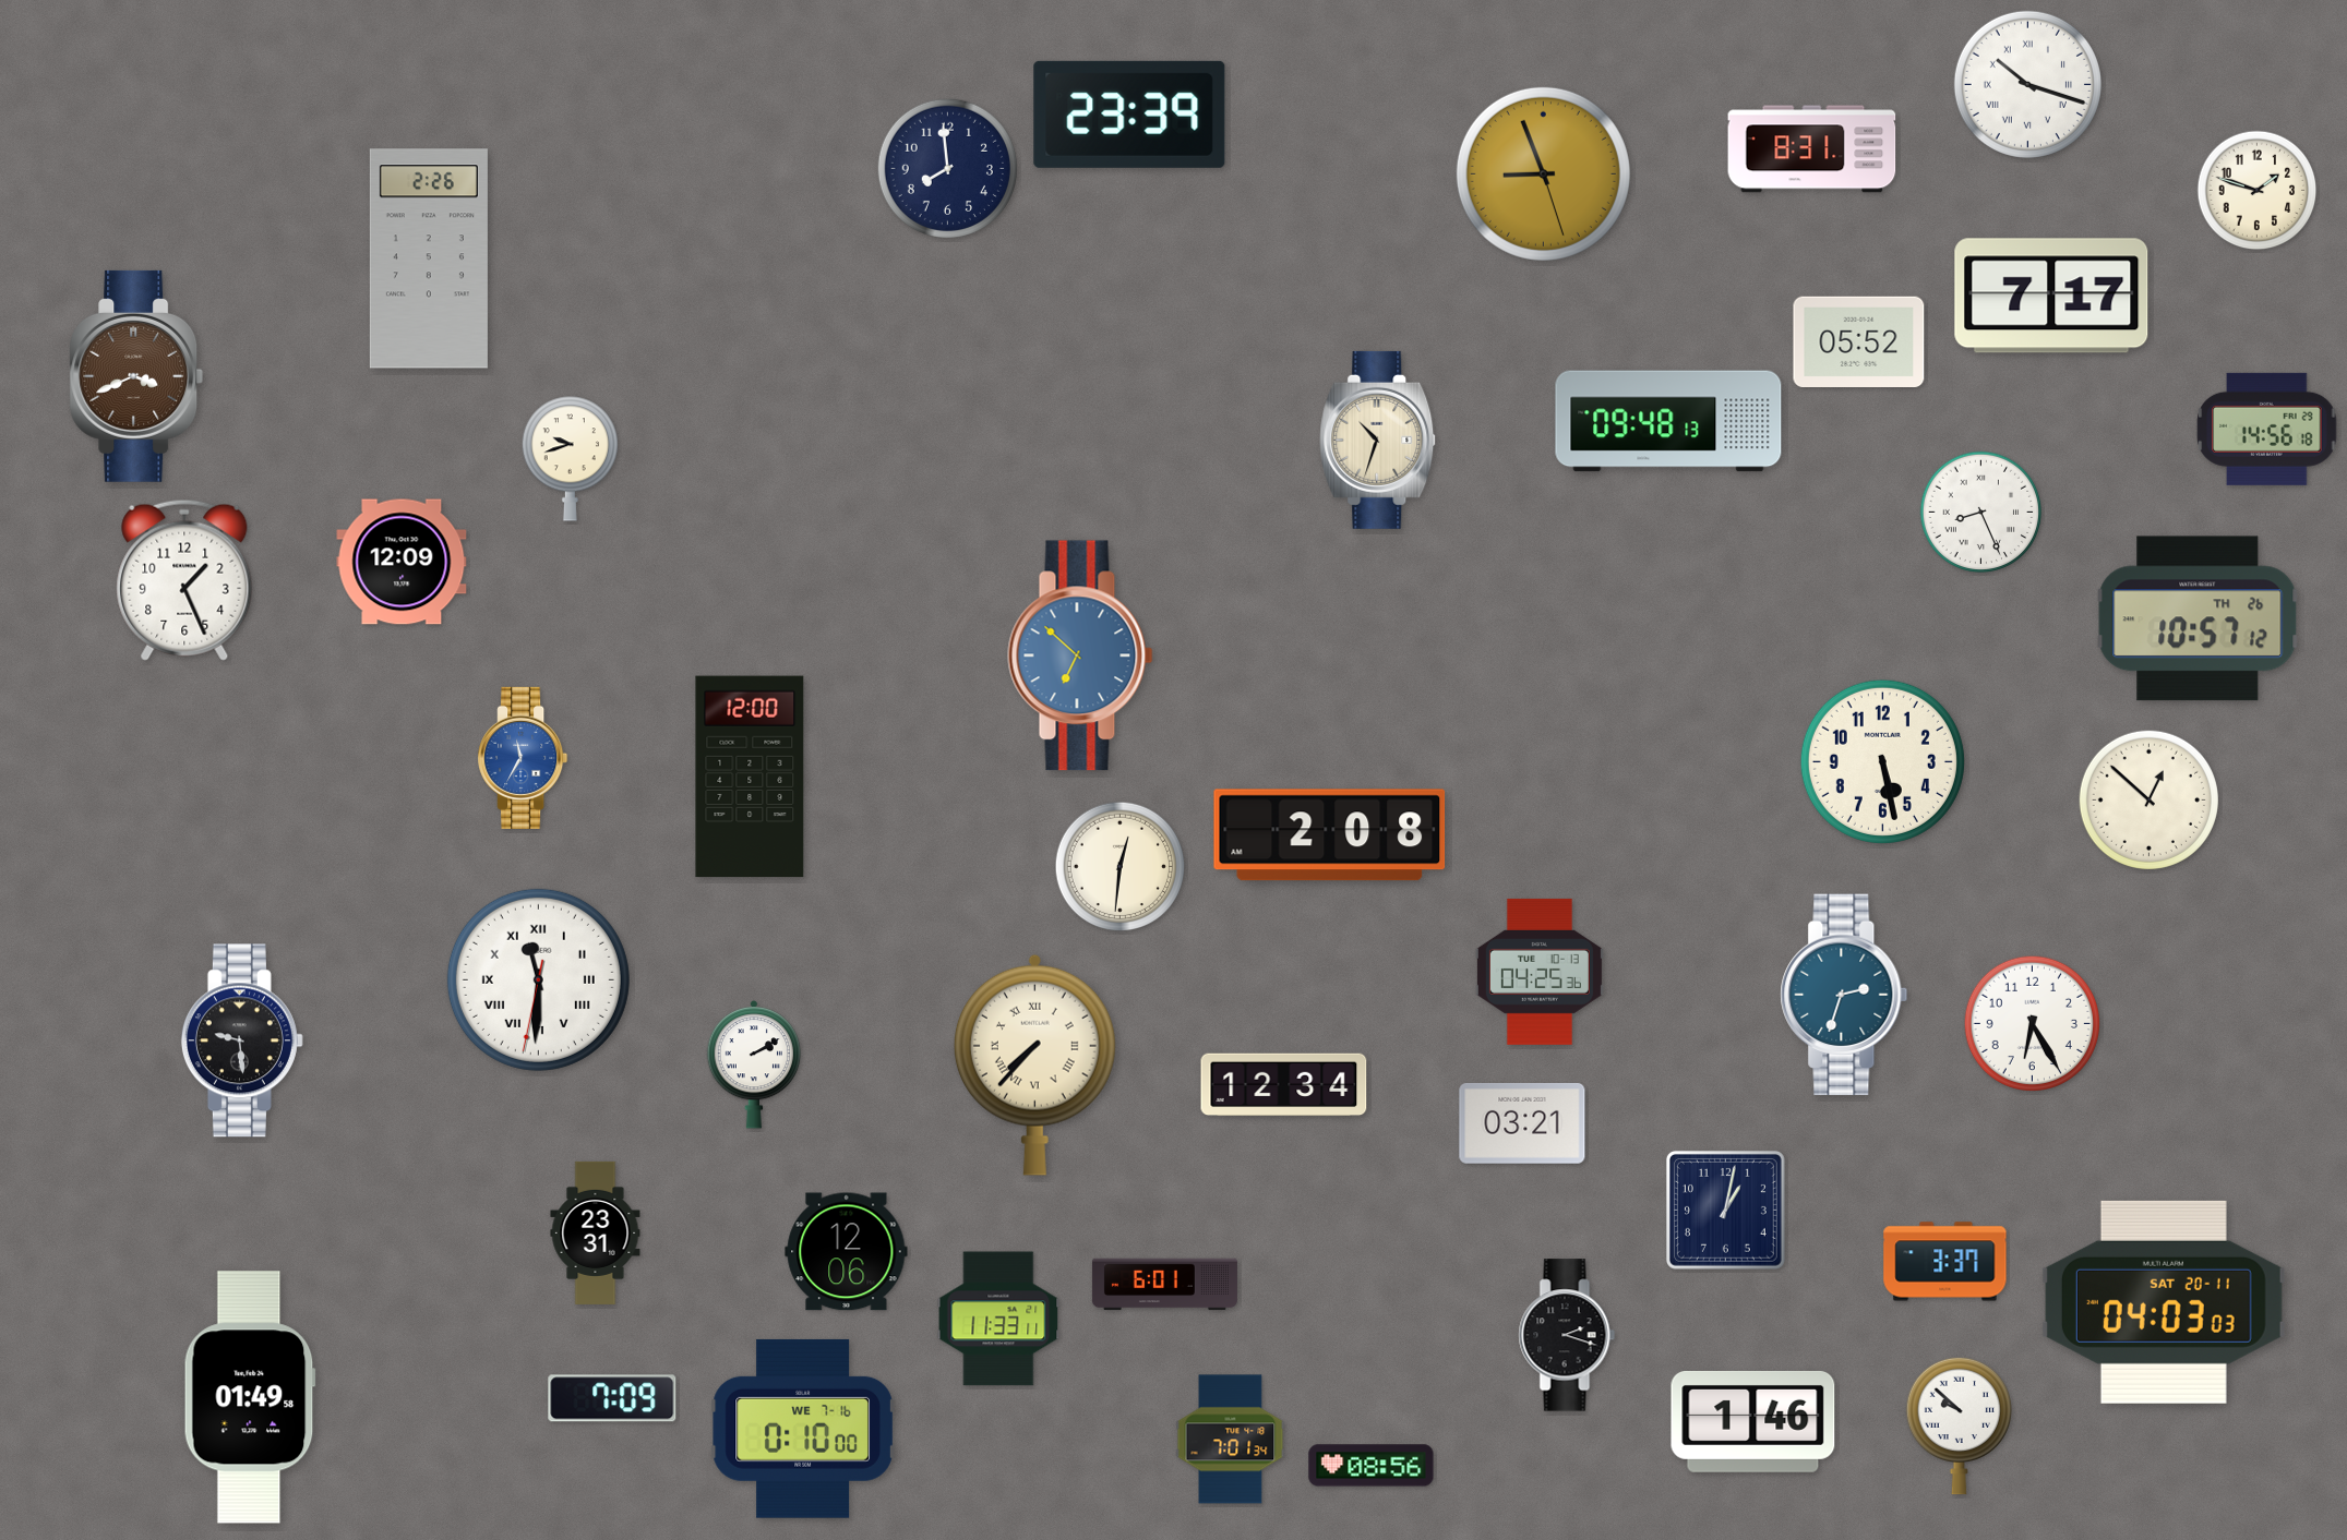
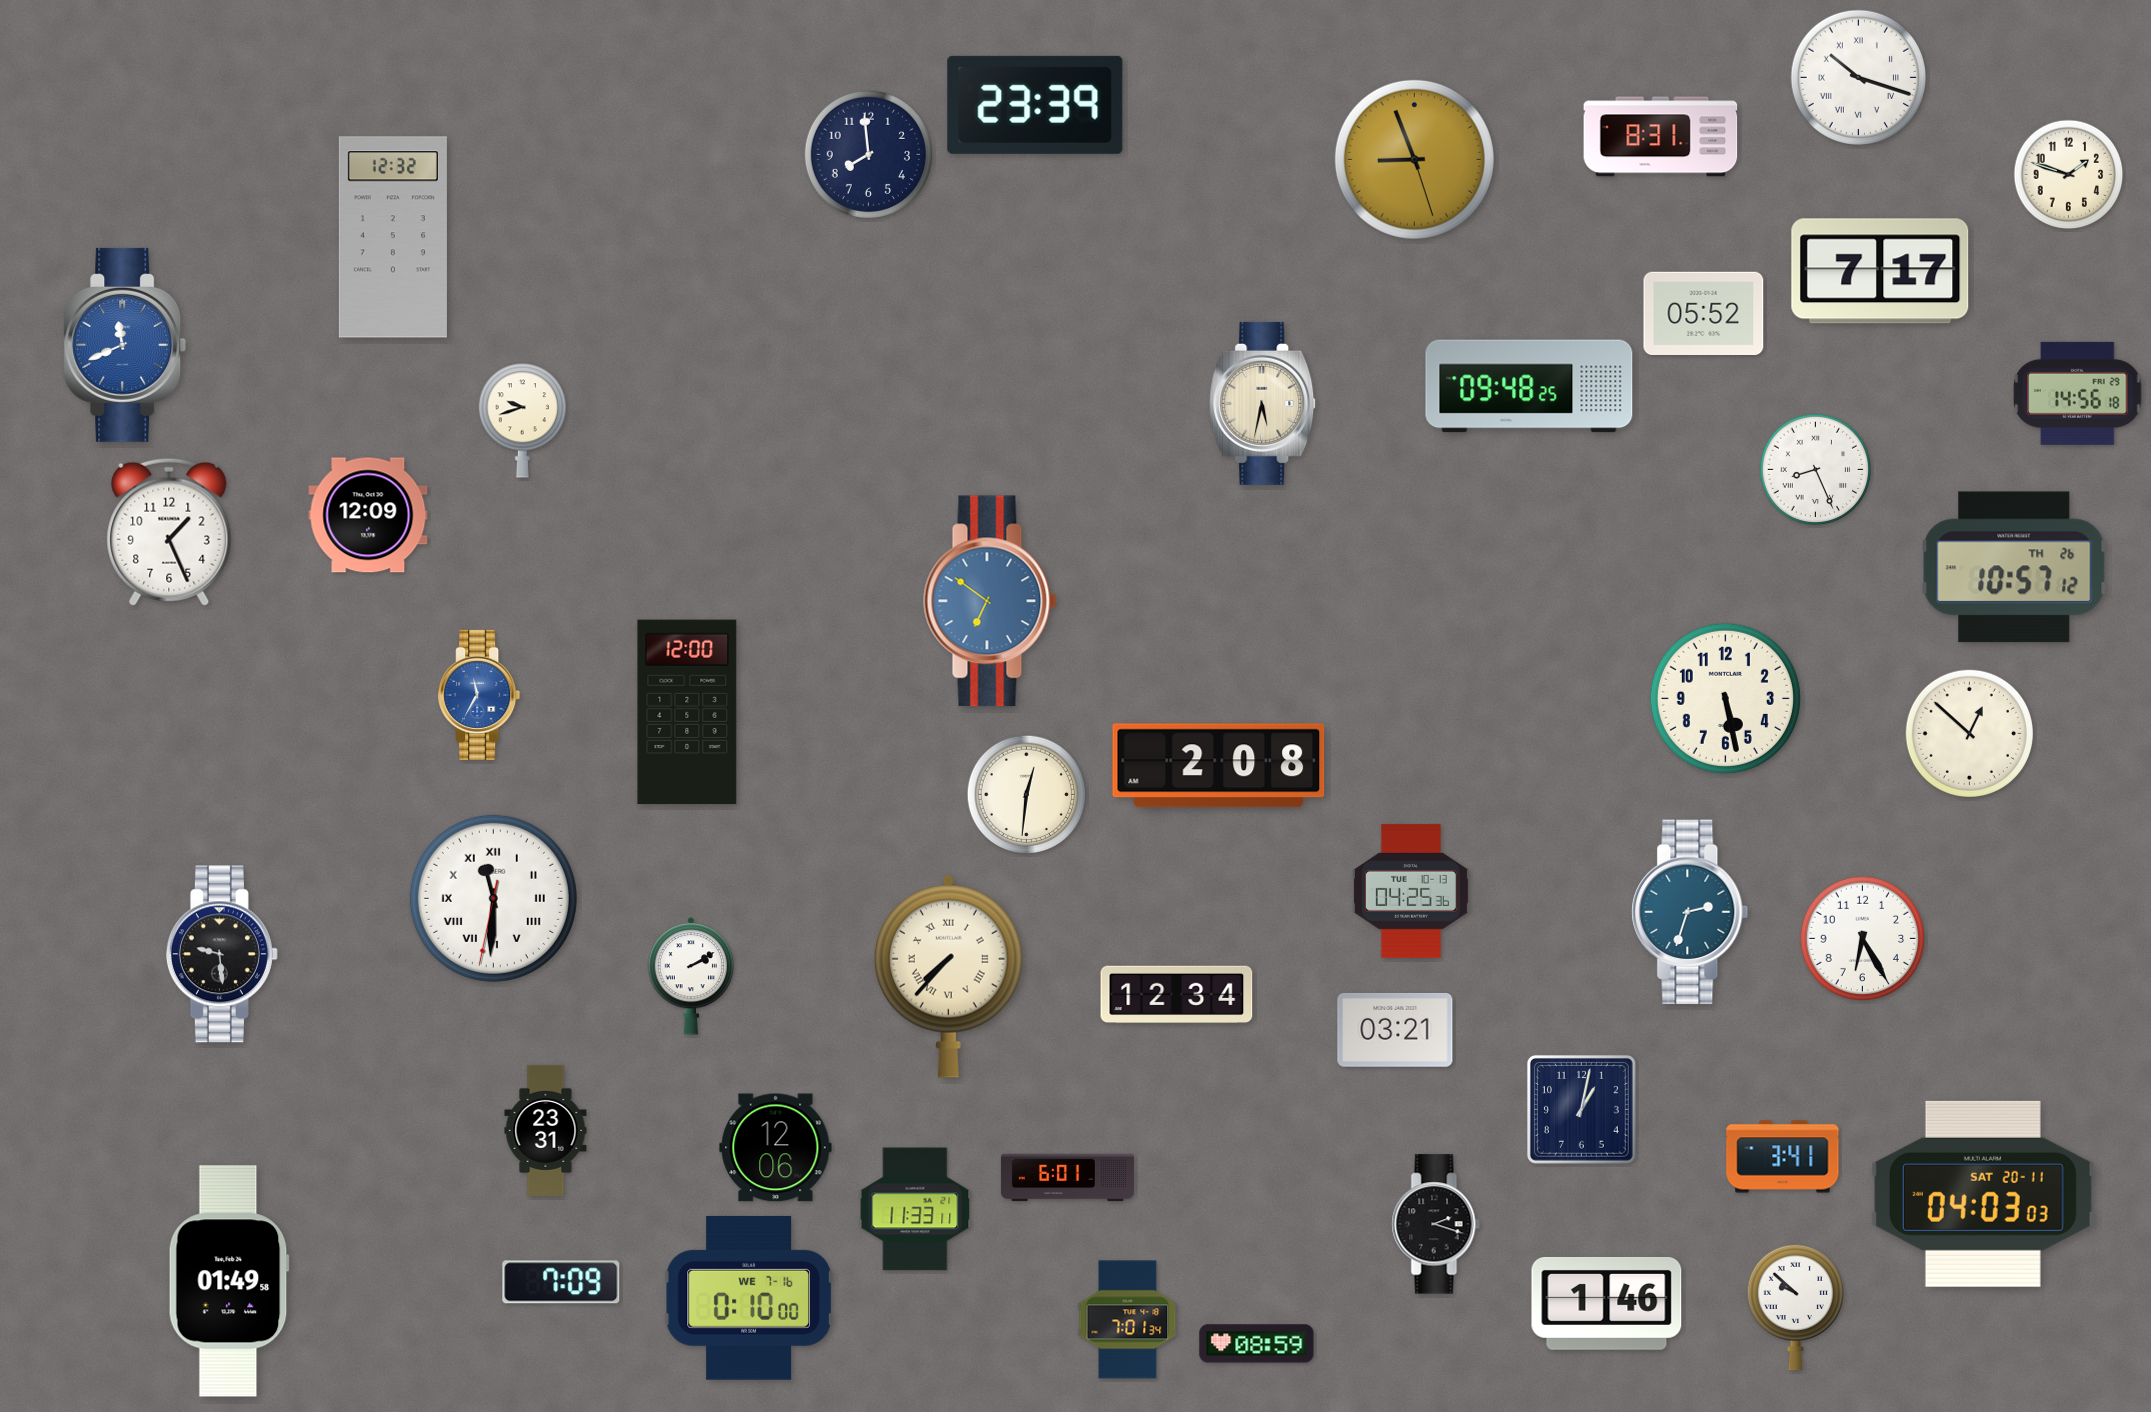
clock at (429, 258): 2:26 -> 12:32
clock at (136, 376): 3:41 -> 11:41
clock at (136, 376) dial: brown -> blue
clock at (1668, 421): 09:48:13 -> 09:48:25
clock at (1378, 440): 10:33 -> 5:32
clock at (1080, 655): 6:52 -> 6:51
clock at (1945, 1262): 3:37 -> 3:41
clock at (803, 1429) position: (803, 1429) -> (749, 1298)
clock at (1372, 1466): 08:56 -> 08:59
